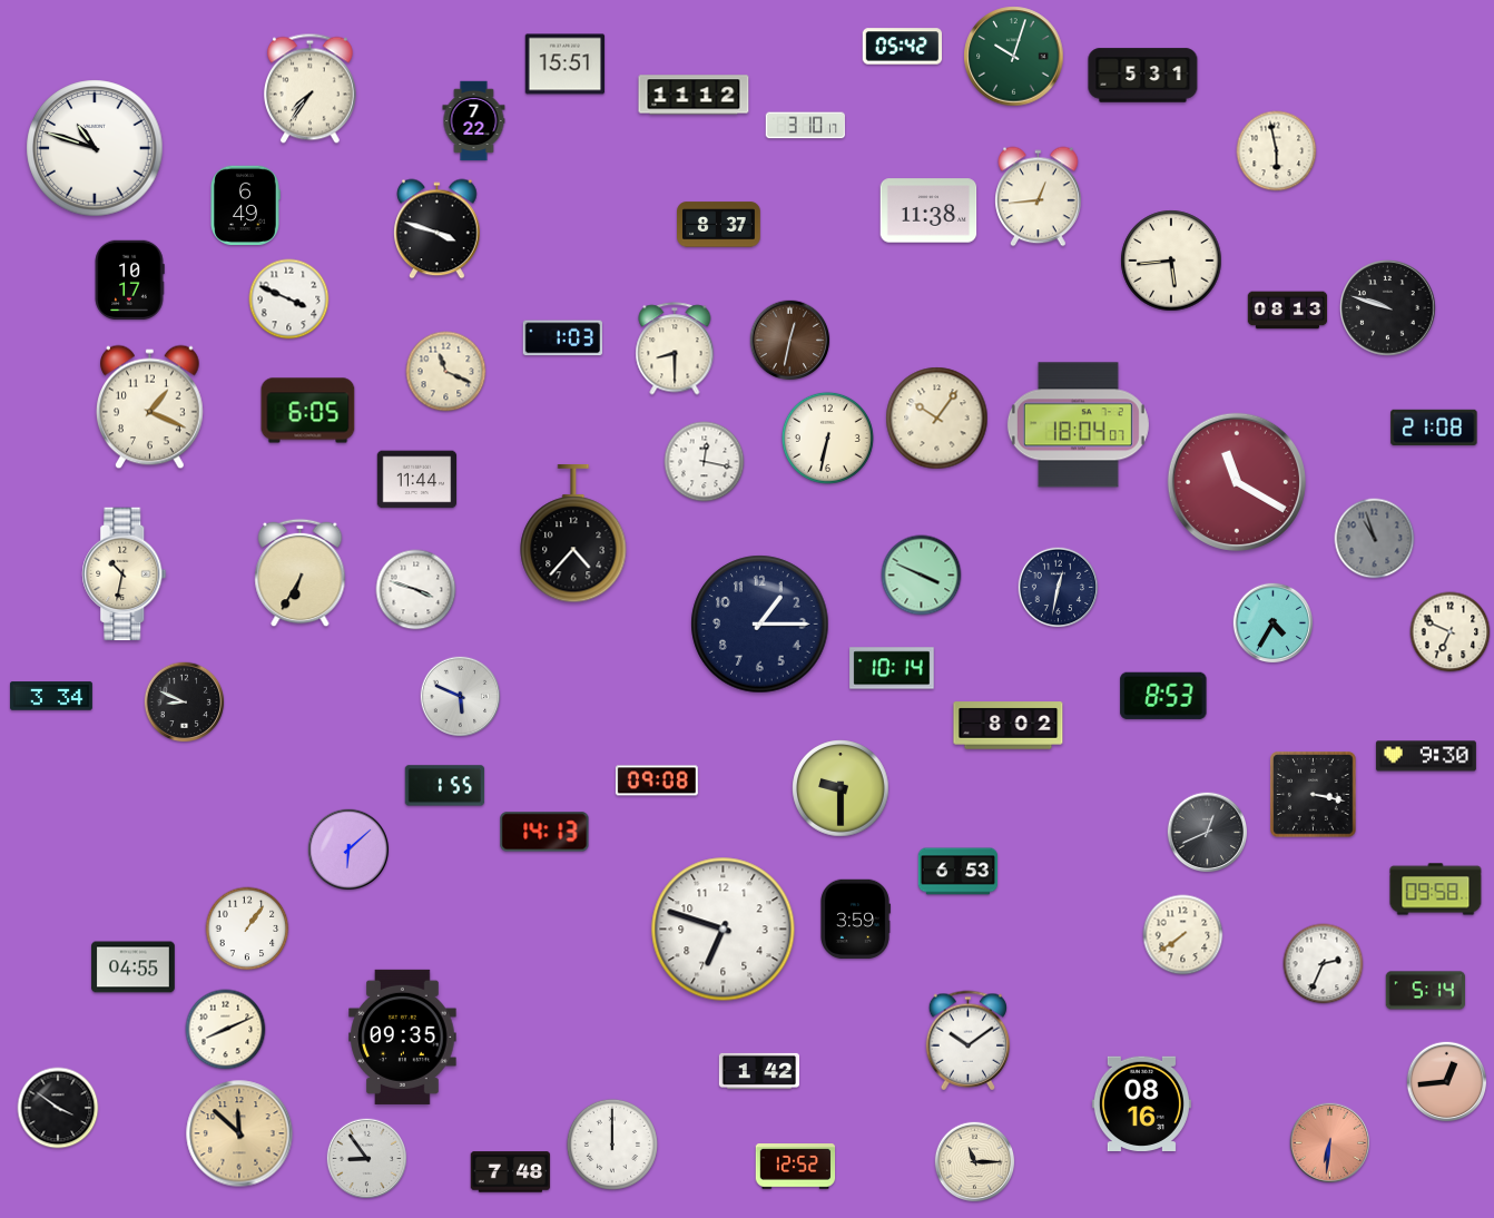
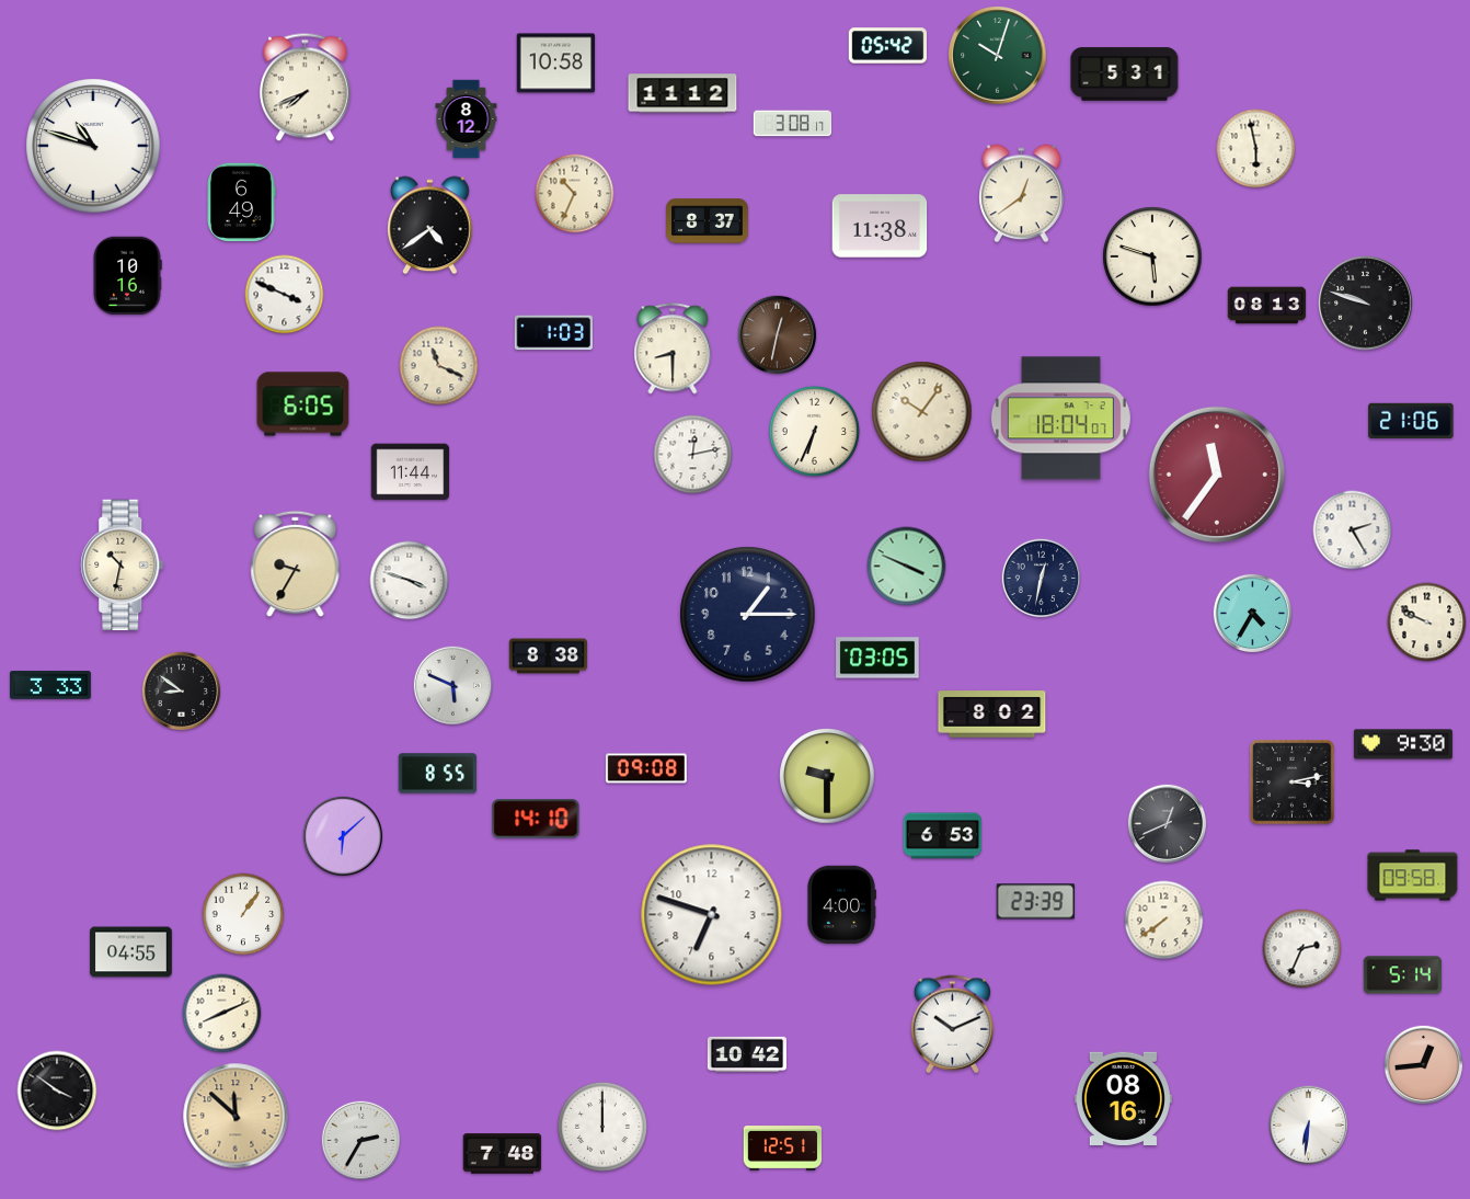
clock at (566, 65): 15:51 -> 10:58
clock at (309, 89): 7:36 -> 7:41
clock at (474, 121): 7:22 -> 8:12
clock at (806, 126): 3:10 -> 3:08
clock at (575, 194): none -> 10:34
clock at (1039, 197): 12:44 -> 12:39
clock at (928, 210) position: (928, 210) -> (880, 226)
clock at (438, 229): 3:48 -> 4:39
clock at (1171, 261): 5:44 -> 5:48
clock at (129, 281): 10:17 -> 10:16
clock at (675, 348) position: (675, 348) -> (673, 349)
clock at (150, 407): 1:19 -> none
clock at (1434, 428): 21:08 -> 21:06
clock at (827, 438): 6:32 -> 6:34
clock at (705, 462): 12:17 -> 12:13
clock at (1237, 482): 11:20 -> 11:36
clock at (573, 534): 4:37 -> none
clock at (1375, 539): 10:57 -> 2:25
clock at (1375, 539) dial: grey -> white
clock at (301, 573): 6:35 -> 9:35
clock at (1451, 632): 6:49 -> 9:49
clock at (549, 656): none -> 8:38
clock at (892, 668): 10:14 -> 03:05
clock at (51, 696): 3:34 -> 3:33
clock at (1163, 696): 8:53 -> none
clock at (185, 703): 8:49 -> 8:51
clock at (445, 786): 1:55 -> 8:55
clock at (1314, 795): 3:17 -> 3:13
clock at (544, 832): 14:13 -> 14:10
clock at (1208, 833) position: (1208, 833) -> (1168, 824)
clock at (959, 872) position: (959, 872) -> (943, 836)
clock at (1035, 902): none -> 23:39
clock at (856, 920): 3:59 -> 4:00
clock at (403, 1037): 09:35 -> none
clock at (969, 1041): 10:09 -> 10:11
clock at (758, 1071): 1:42 -> 10:42
clock at (1141, 1103) position: (1141, 1103) -> (1123, 1098)
clock at (1330, 1143) dial: salmon -> white
clock at (367, 1159): 8:54 -> 2:35
clock at (975, 1162): 11:15 -> none
clock at (796, 1167): 12:52 -> 12:51
